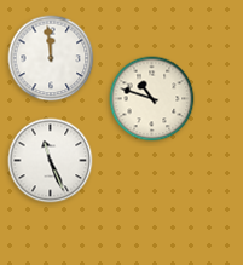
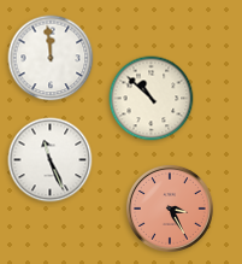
clock at (152, 99): 10:48 -> 10:52
clock at (170, 209): none -> 3:25
